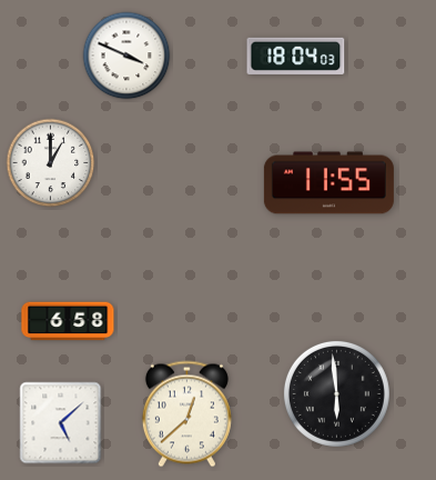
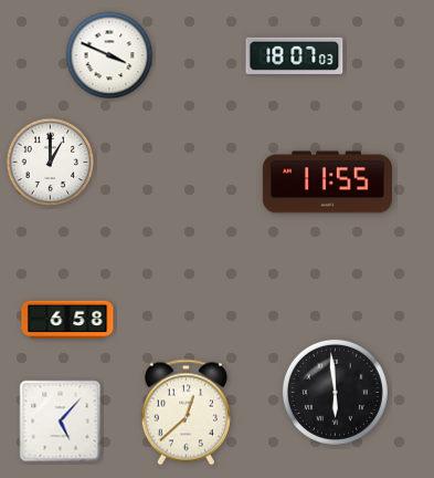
clock at (126, 56) position: (126, 56) -> (109, 55)
clock at (296, 56): 18:04 -> 18:07
clock at (61, 423): 5:08 -> 5:07
